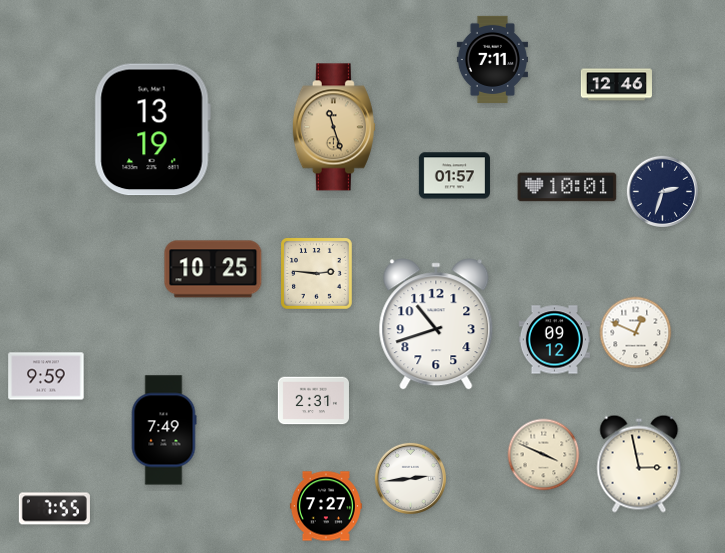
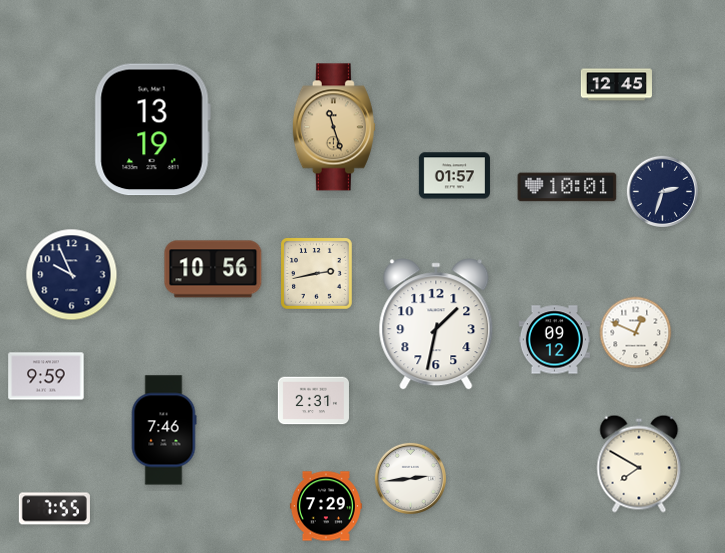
clock at (492, 59): 7:11 -> none
clock at (616, 85): 12:46 -> 12:45
clock at (213, 269): 10:25 -> 10:56
clock at (317, 274): 2:46 -> 2:43
clock at (72, 275): none -> 9:56
clock at (436, 324): 10:42 -> 1:32
clock at (164, 430): 7:49 -> 7:46
clock at (544, 455): 3:49 -> none
clock at (639, 464): 2:58 -> 7:50
clock at (326, 506): 7:27 -> 7:29
